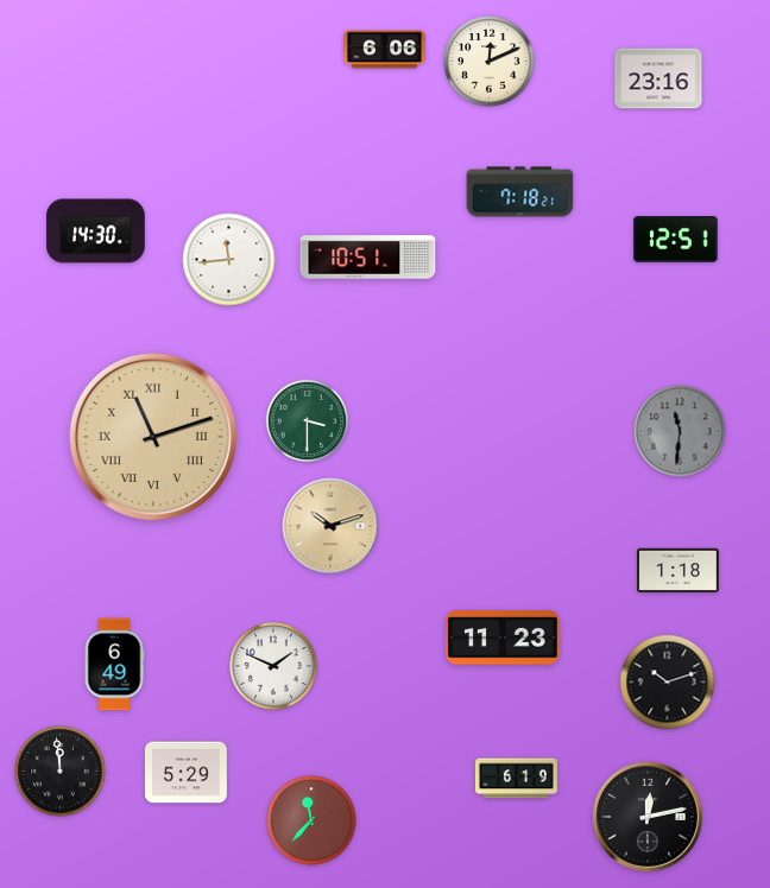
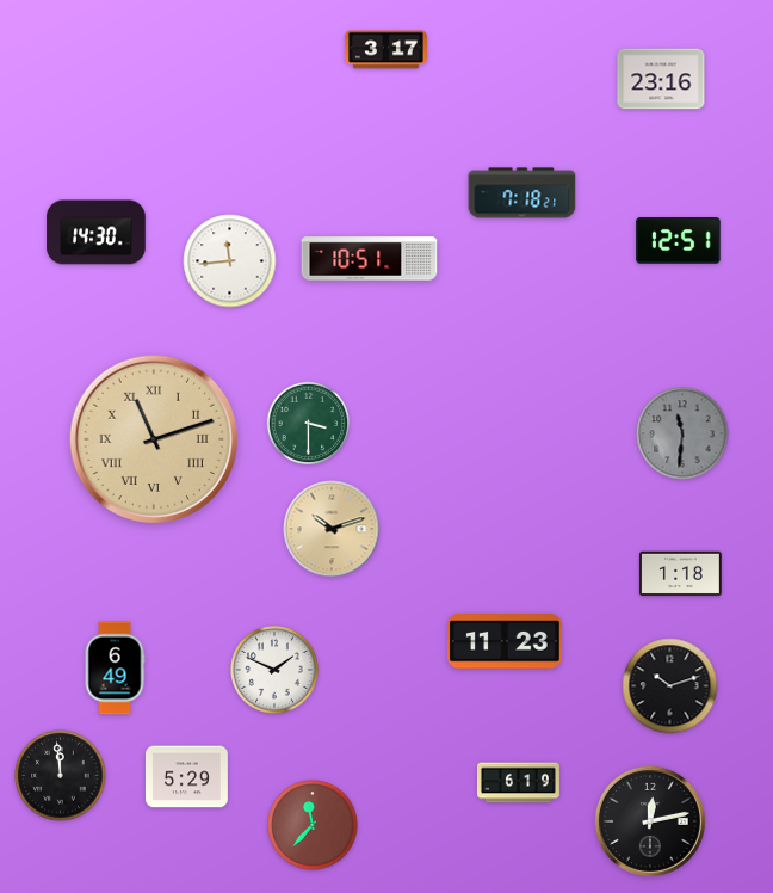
clock at (384, 50): 6:06 -> 3:17
clock at (490, 62): 12:11 -> none
